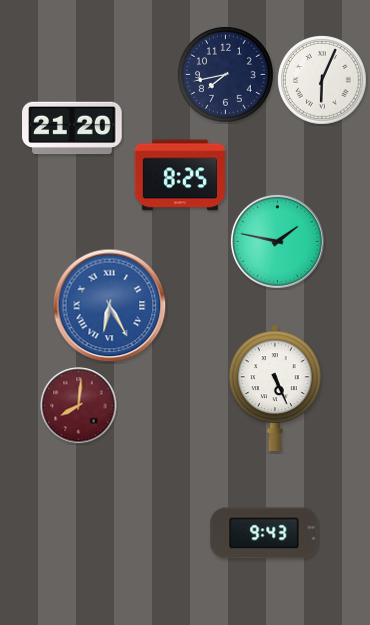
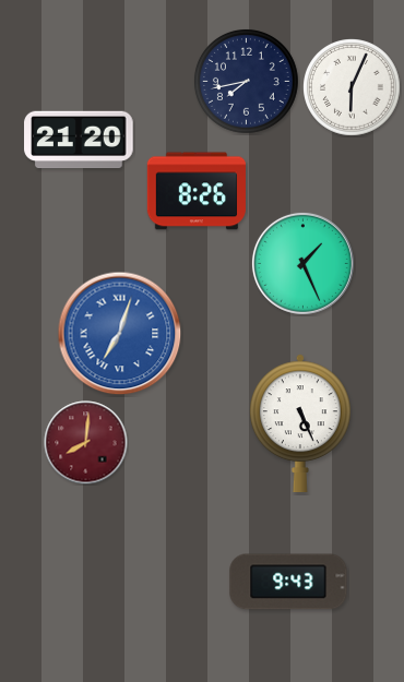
clock at (179, 175): 8:25 -> 8:26
clock at (277, 241): 1:47 -> 1:26
clock at (110, 306): 6:25 -> 7:03
